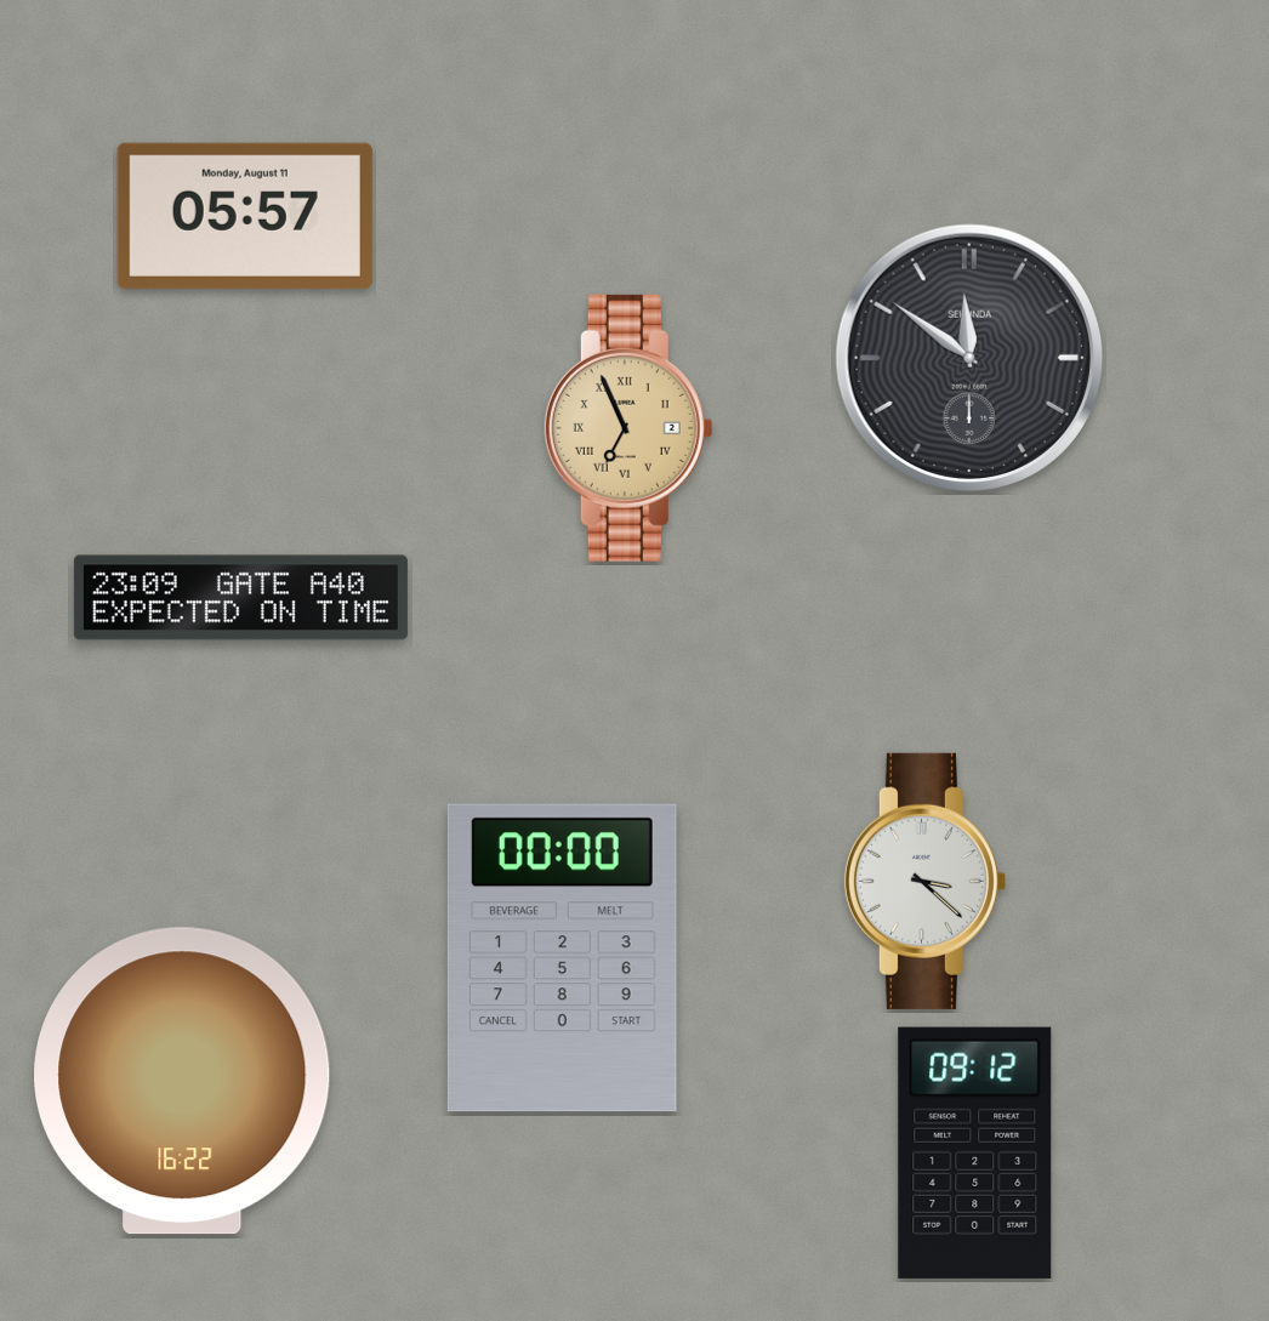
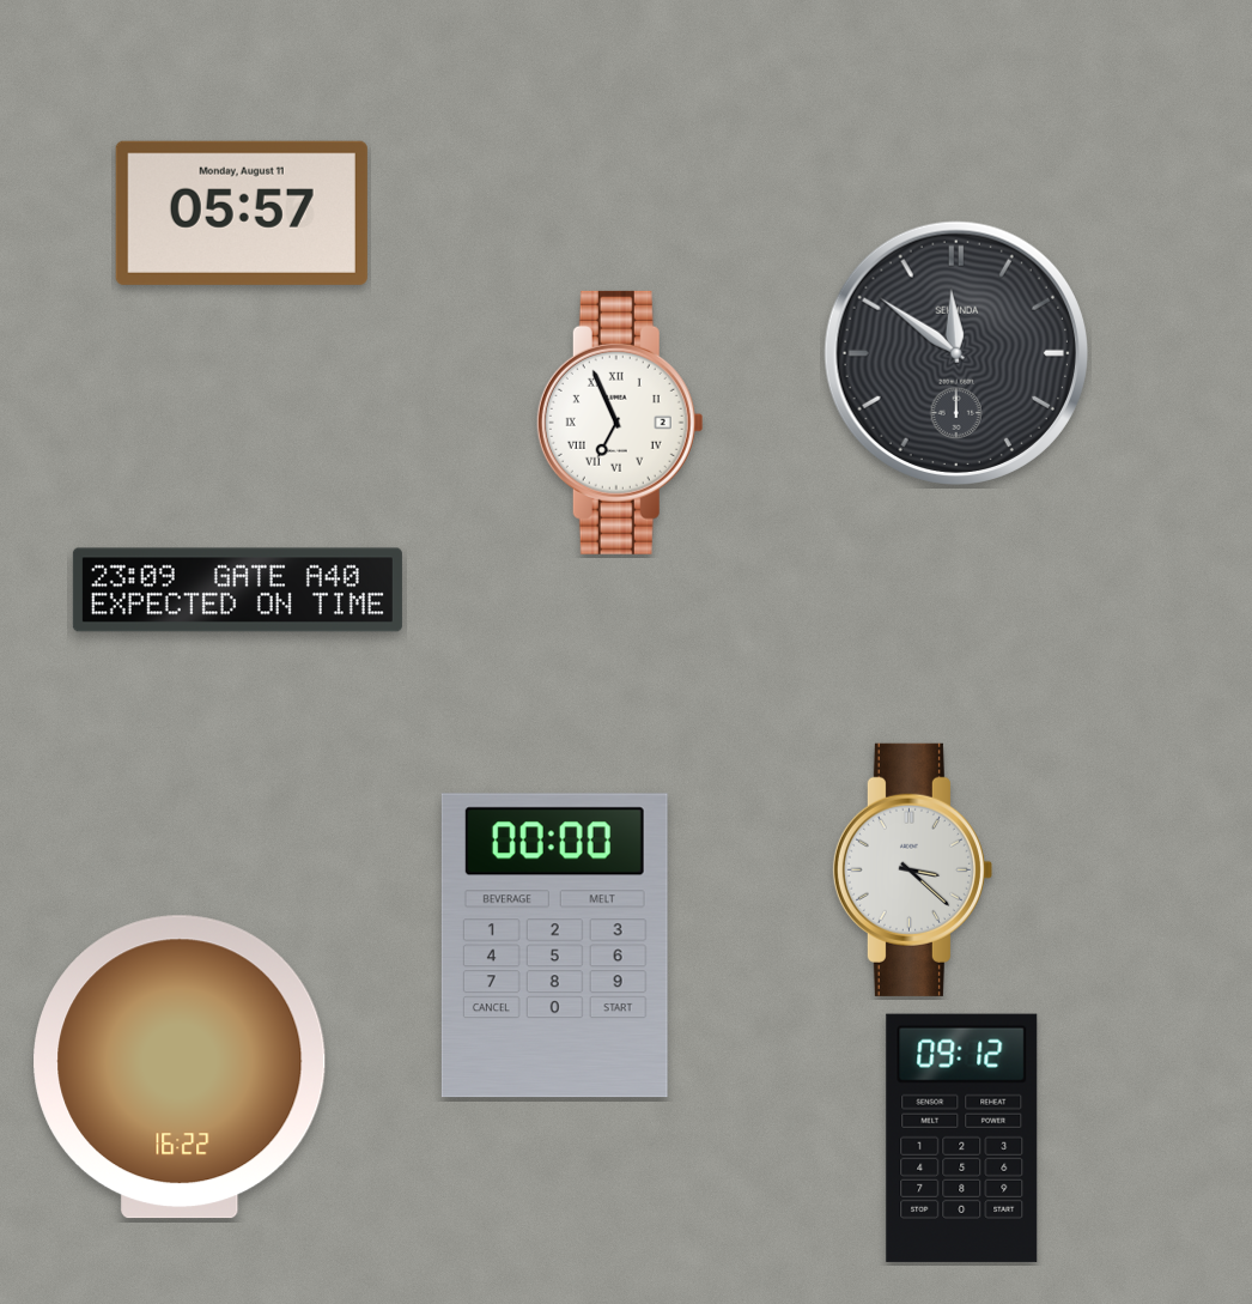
clock at (628, 428) dial: champagne -> white
